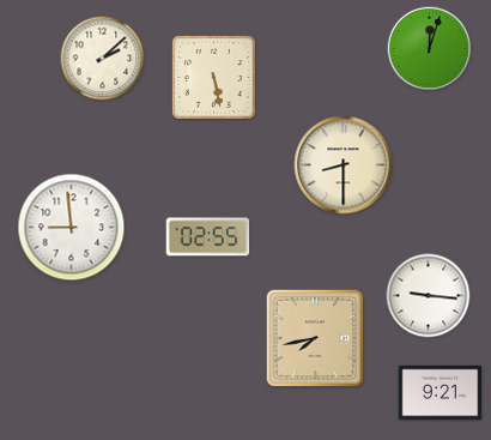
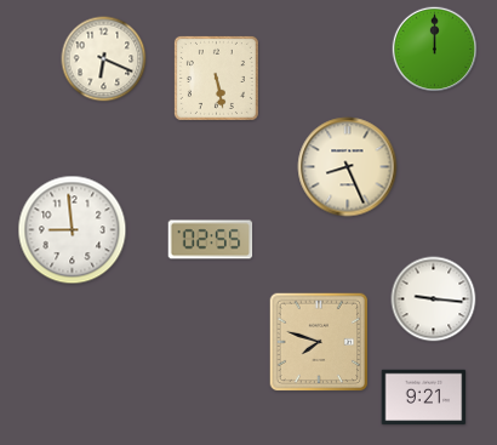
clock at (430, 49): 12:03 -> 12:00
clock at (103, 59): 2:08 -> 6:19
clock at (344, 165): 8:30 -> 8:26
clock at (315, 338): 7:43 -> 7:48
clock at (441, 393) position: (441, 393) -> (424, 398)
